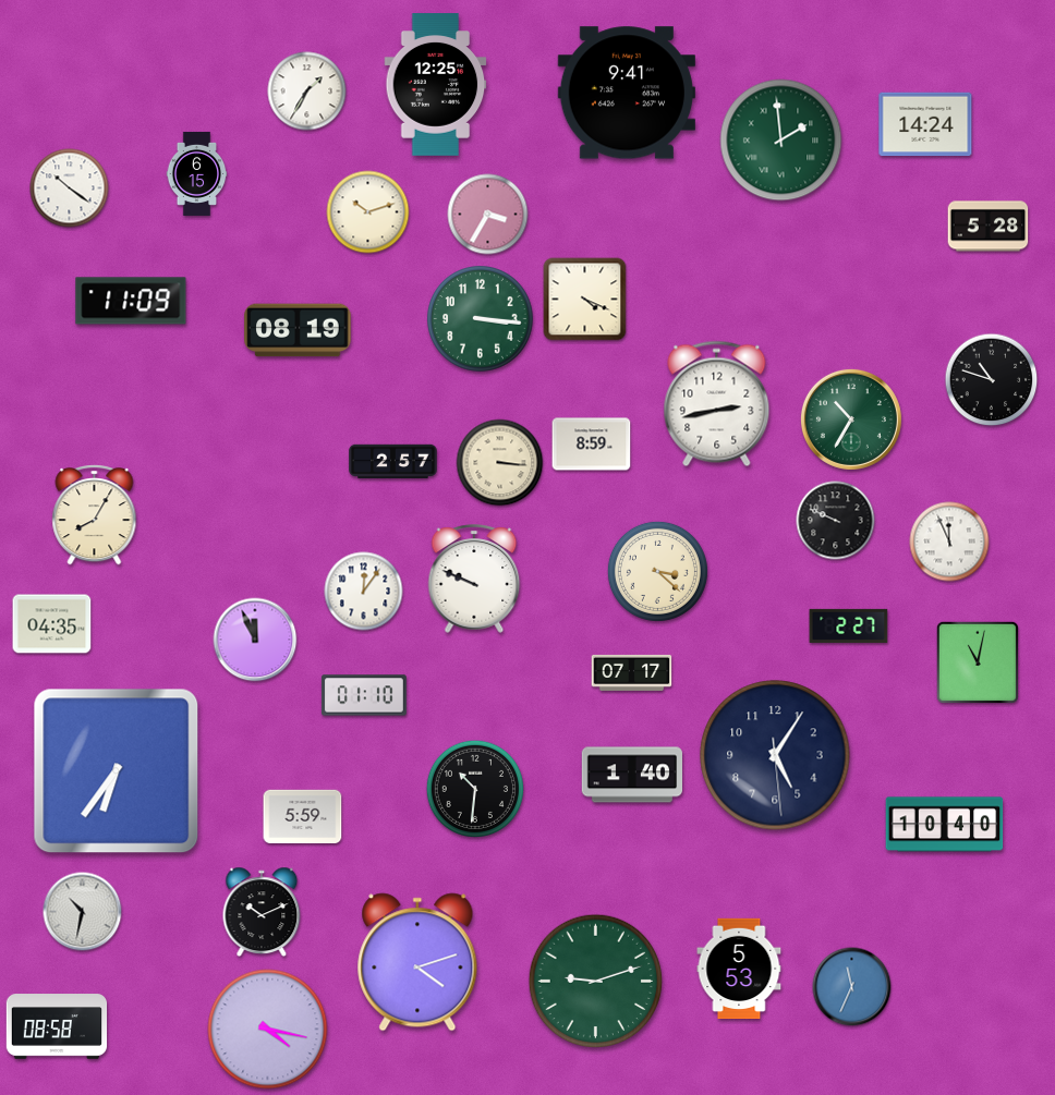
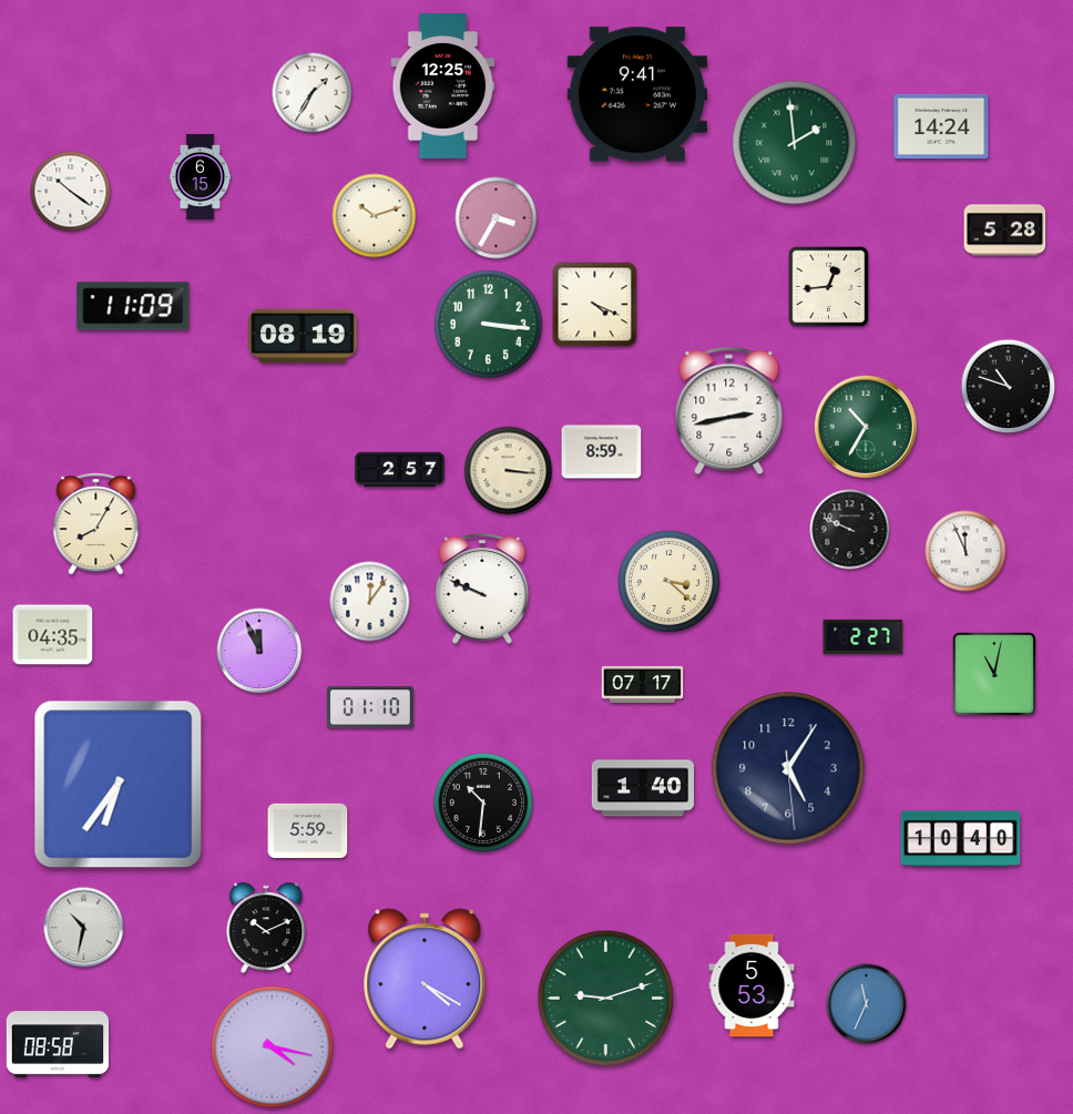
clock at (829, 287): none -> 12:44
clock at (417, 962): 4:12 -> 4:20
